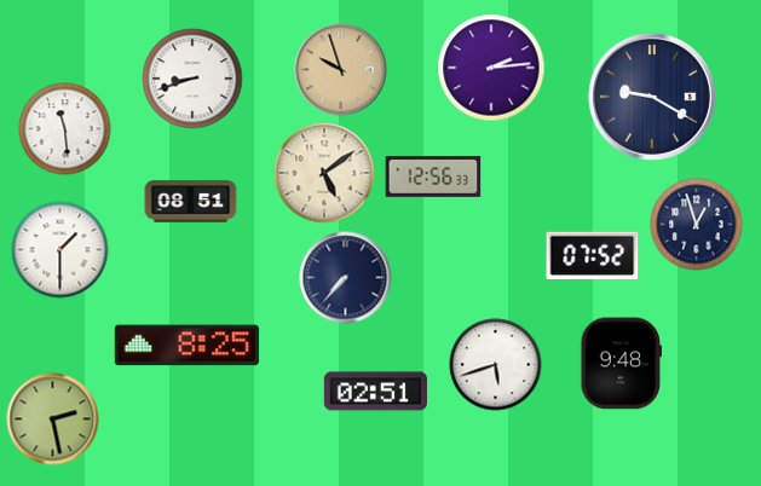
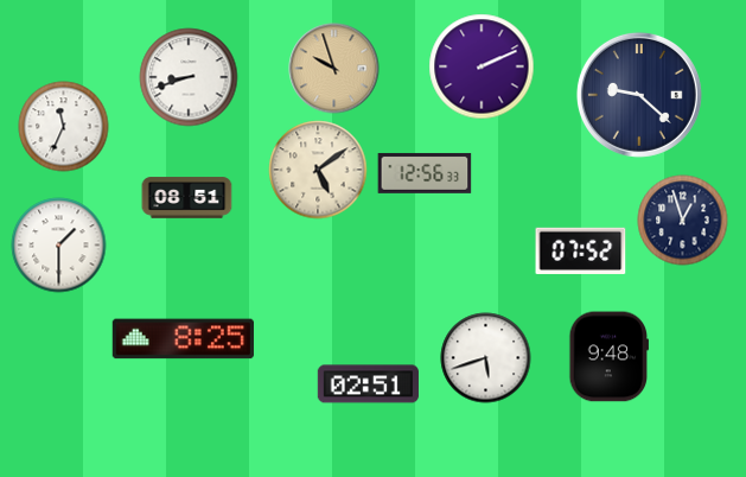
clock at (491, 68): 2:14 -> 2:11
clock at (652, 97): 9:20 -> 9:22
clock at (65, 129): 11:29 -> 11:34
clock at (346, 278): 7:37 -> none
clock at (53, 420): 2:28 -> none
